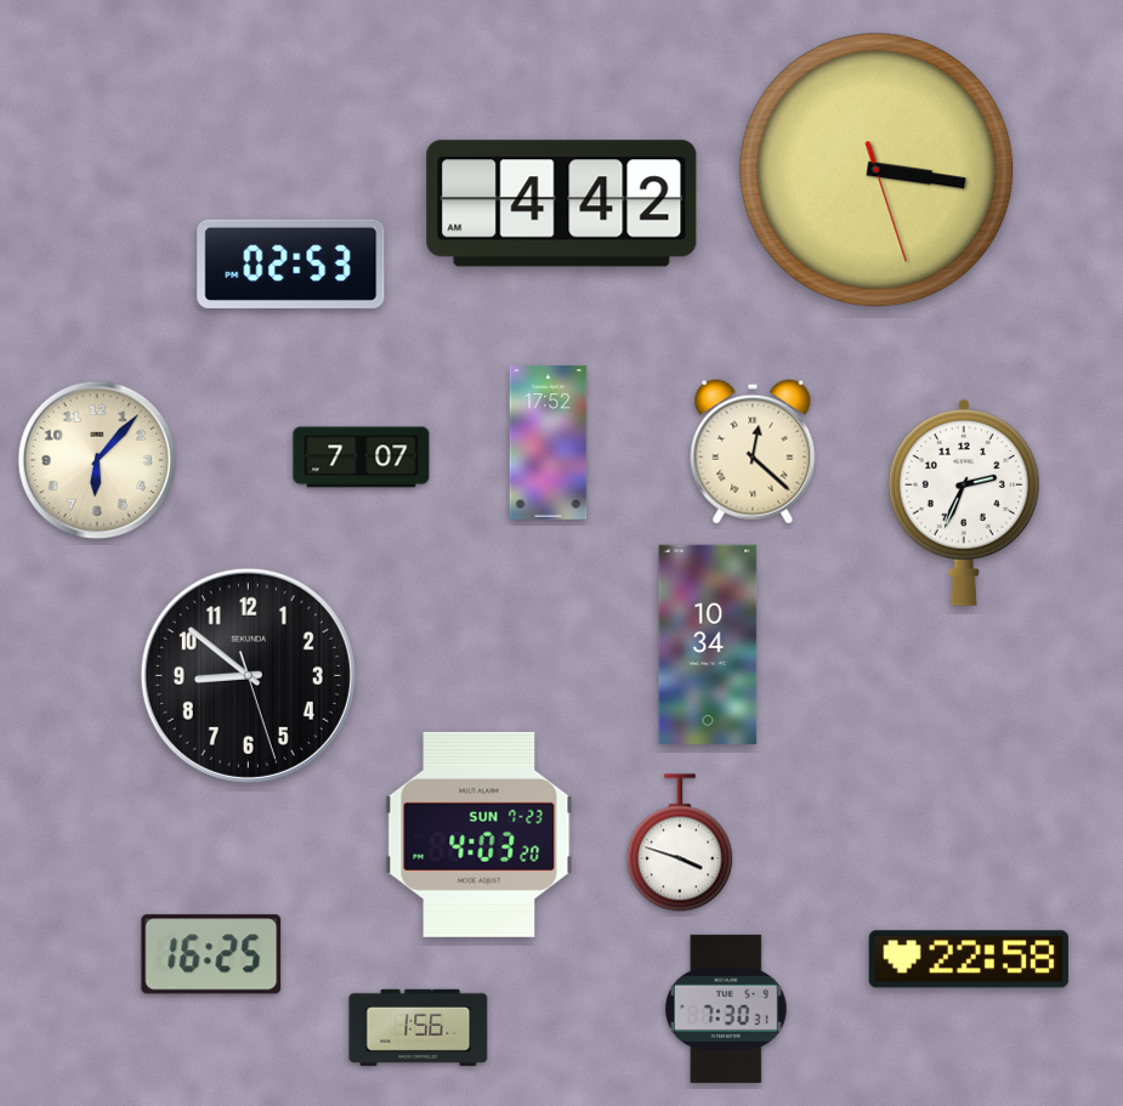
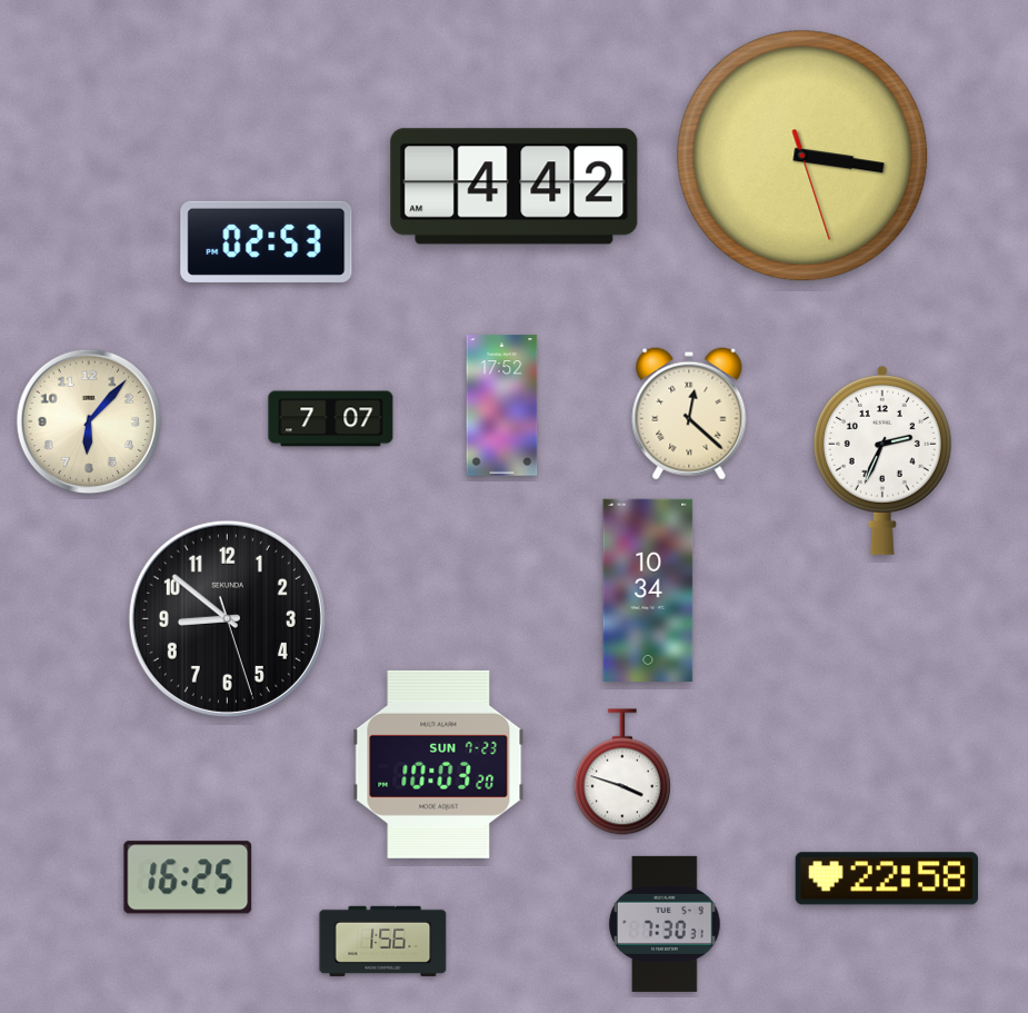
clock at (480, 834): 4:03 -> 10:03
clock at (211, 954) position: (211, 954) -> (188, 877)
